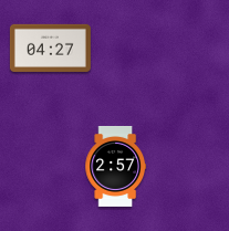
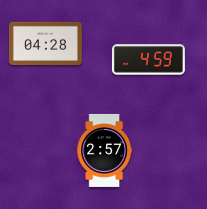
clock at (50, 48): 04:27 -> 04:28
clock at (148, 60): none -> 4:59
